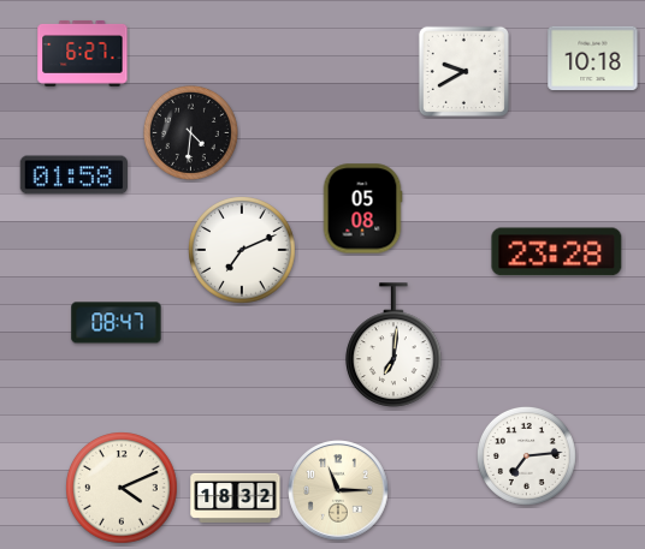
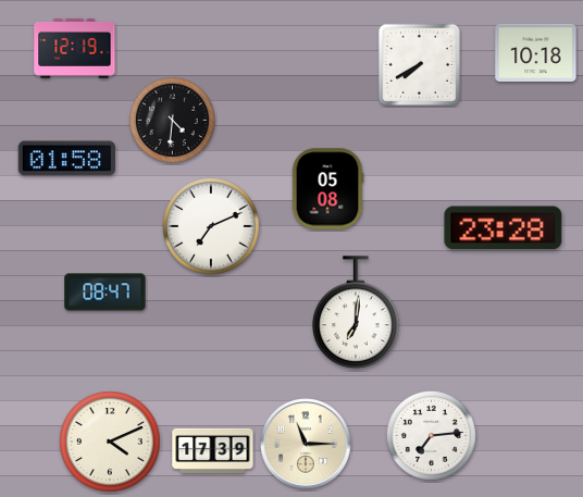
clock at (83, 53): 6:27 -> 12:19
clock at (463, 71): 9:40 -> 7:40
clock at (243, 251) position: (243, 251) -> (212, 227)
clock at (526, 455) position: (526, 455) -> (431, 435)
clock at (236, 497): 18:32 -> 17:39
